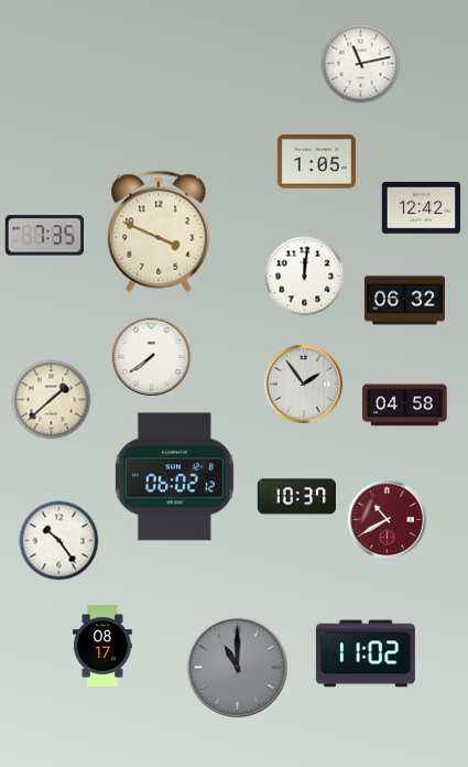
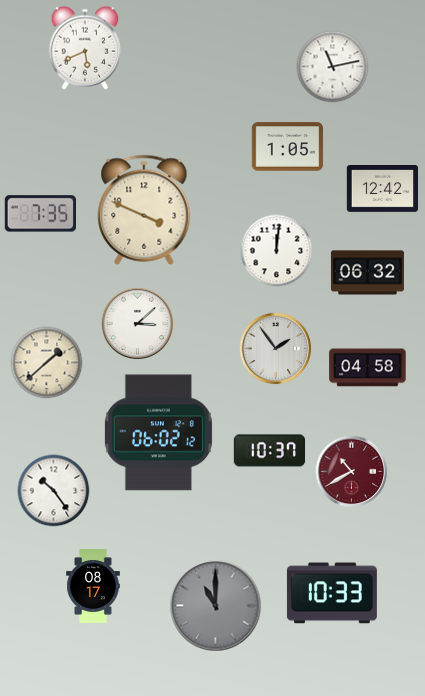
clock at (85, 48): none -> 5:41
clock at (361, 64) position: (361, 64) -> (333, 67)
clock at (152, 357): 7:39 -> 3:08
clock at (366, 653): 11:02 -> 10:33
